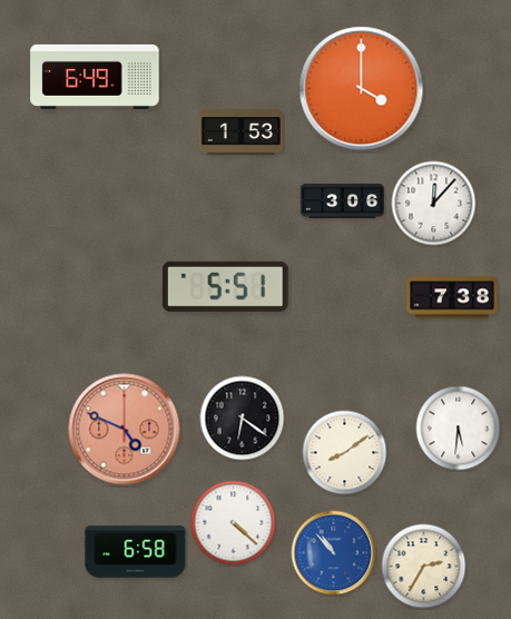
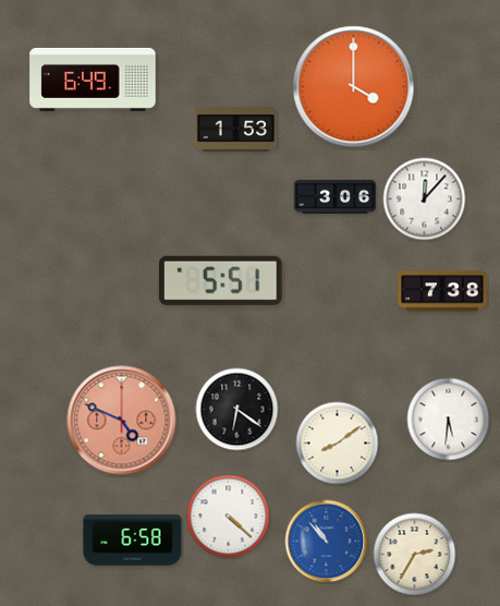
clock at (95, 77) position: (95, 77) -> (93, 80)
clock at (234, 523) position: (234, 523) -> (229, 517)
